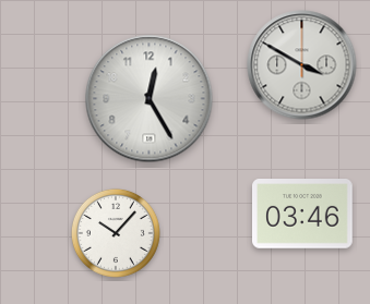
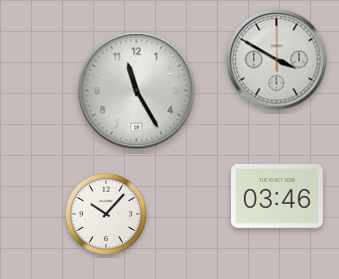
clock at (150, 99): 12:25 -> 11:25
